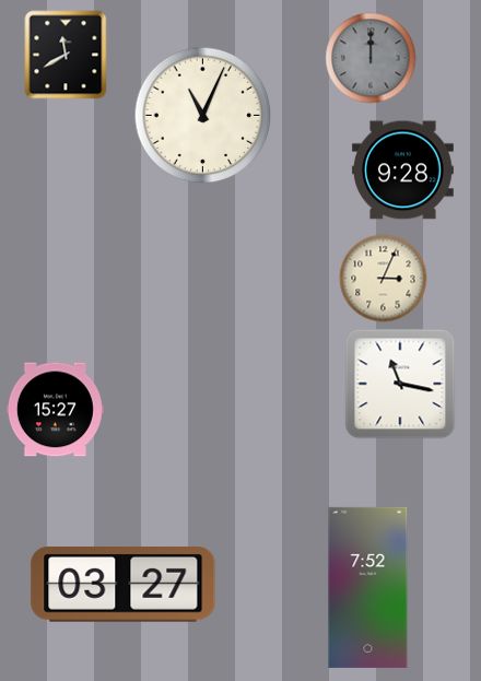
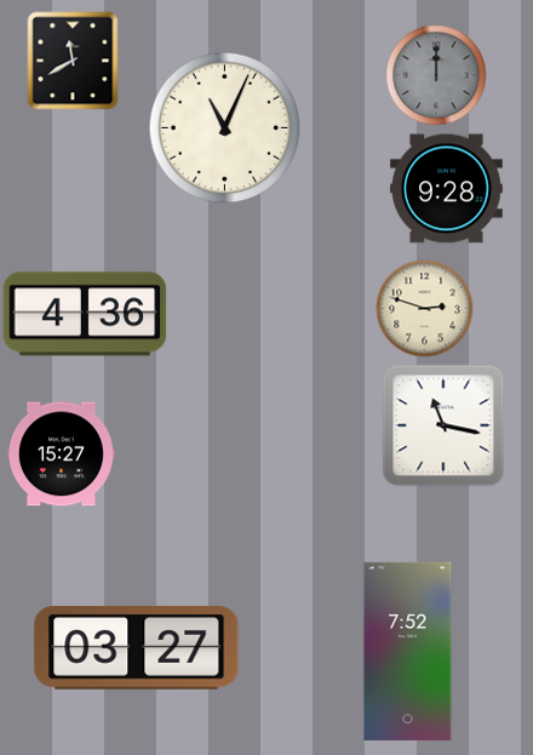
clock at (371, 58) position: (371, 58) -> (436, 75)
clock at (383, 278): 3:04 -> 2:48
clock at (85, 314): none -> 4:36
